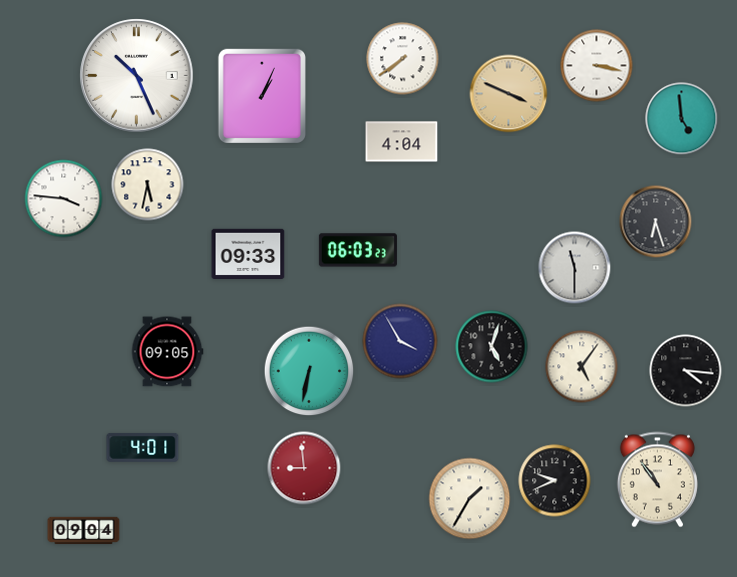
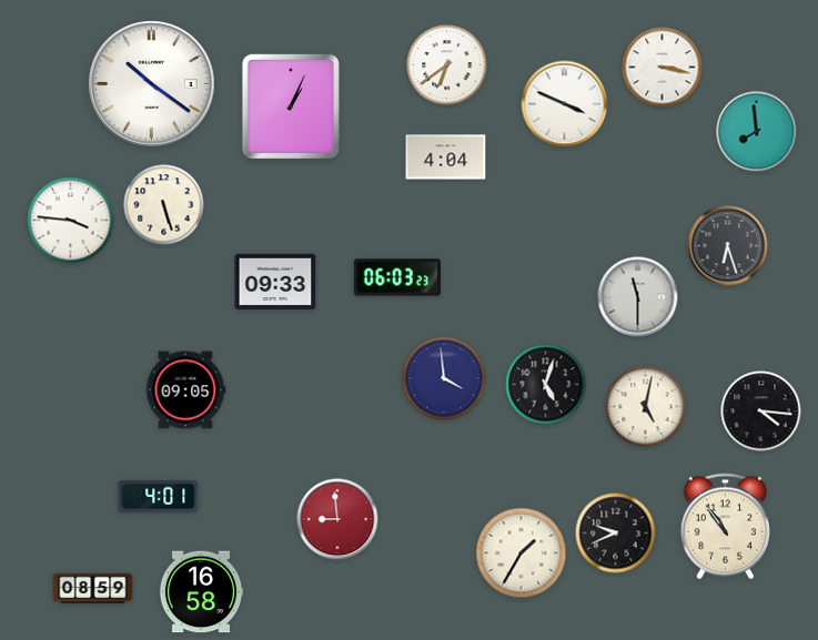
clock at (403, 59): 7:39 -> 6:39
clock at (597, 66) position: (597, 66) -> (663, 68)
clock at (137, 76): 10:26 -> 10:21
clock at (509, 94) dial: champagne -> white
clock at (682, 119): 4:59 -> 7:59
clock at (148, 185): 5:32 -> 5:27
clock at (400, 341): 3:55 -> 3:59
clock at (582, 367): 5:06 -> 5:02
clock at (309, 371): 6:32 -> none
clock at (657, 480) position: (657, 480) -> (725, 527)
clock at (84, 531): 09:04 -> 08:59
clock at (201, 592): none -> 16:58
